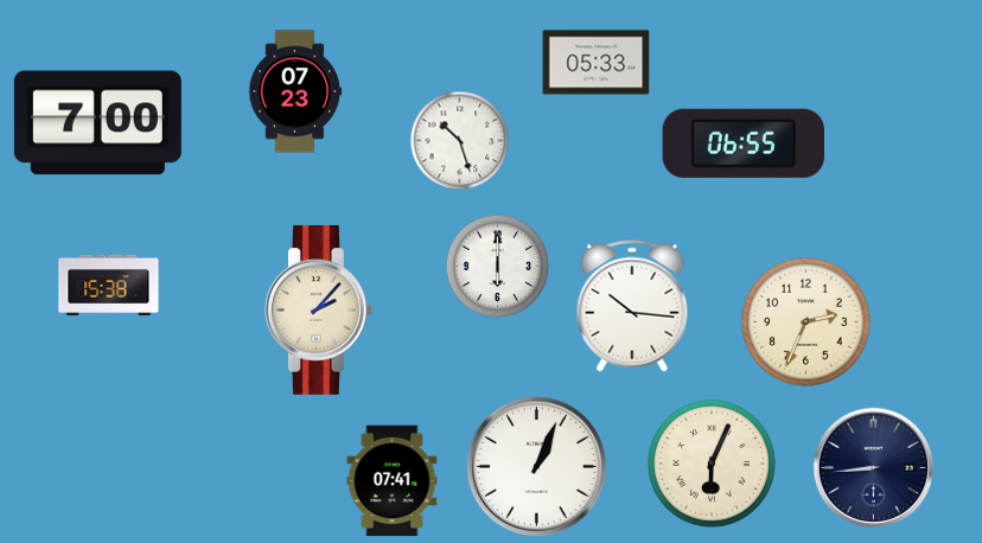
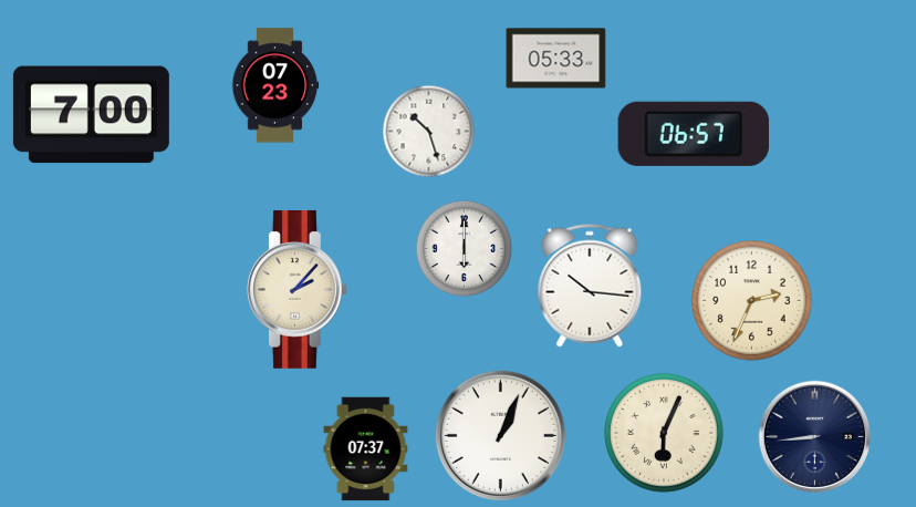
clock at (742, 143): 06:55 -> 06:57
clock at (109, 285): 15:38 -> none
clock at (393, 481): 07:41 -> 07:37
